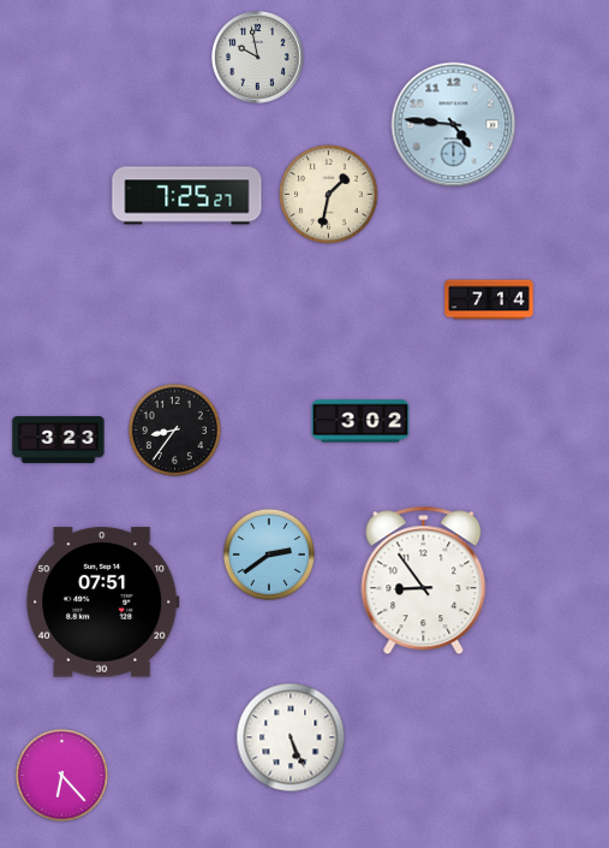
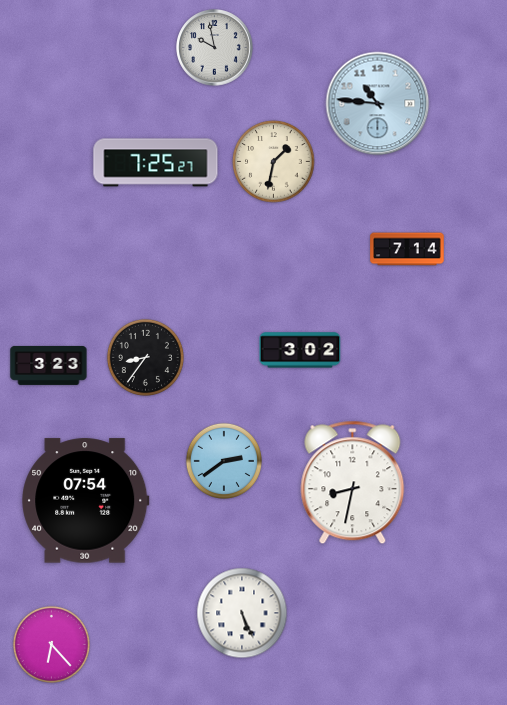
clock at (454, 125): 4:46 -> 10:46
clock at (424, 581): 8:54 -> 8:32
clock at (103, 603): 07:51 -> 07:54
